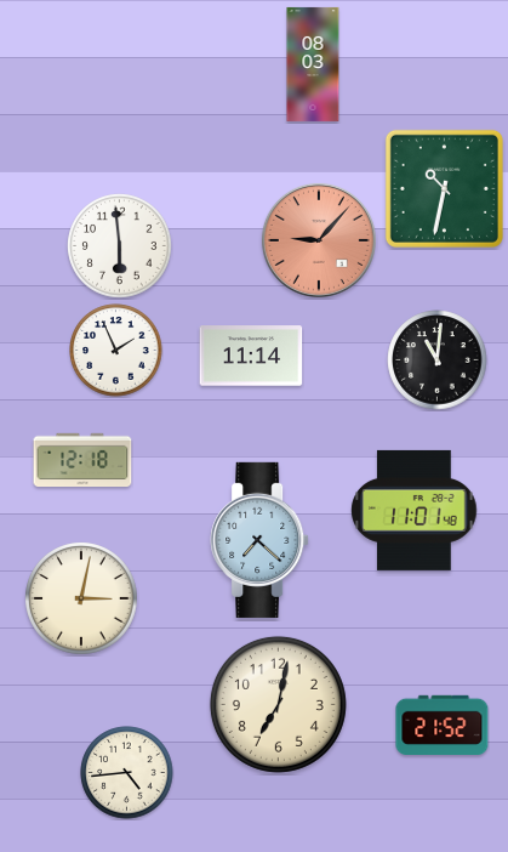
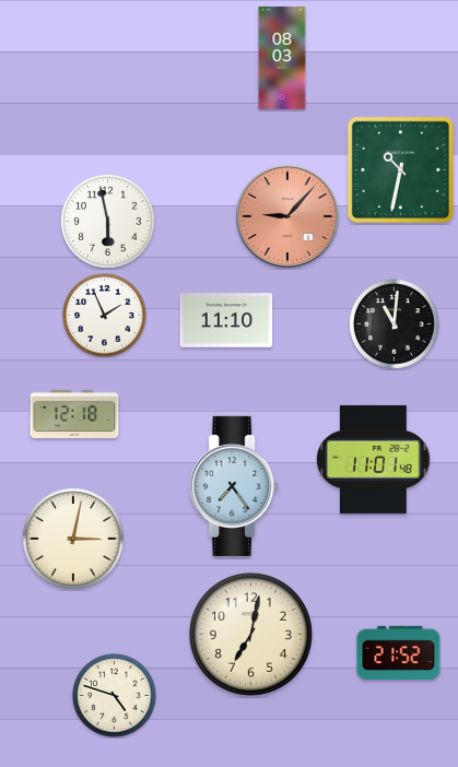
clock at (120, 246): 5:59 -> 5:58
clock at (251, 356): 11:14 -> 11:10
clock at (259, 540): 7:22 -> 7:24
clock at (127, 773): 4:44 -> 4:48
